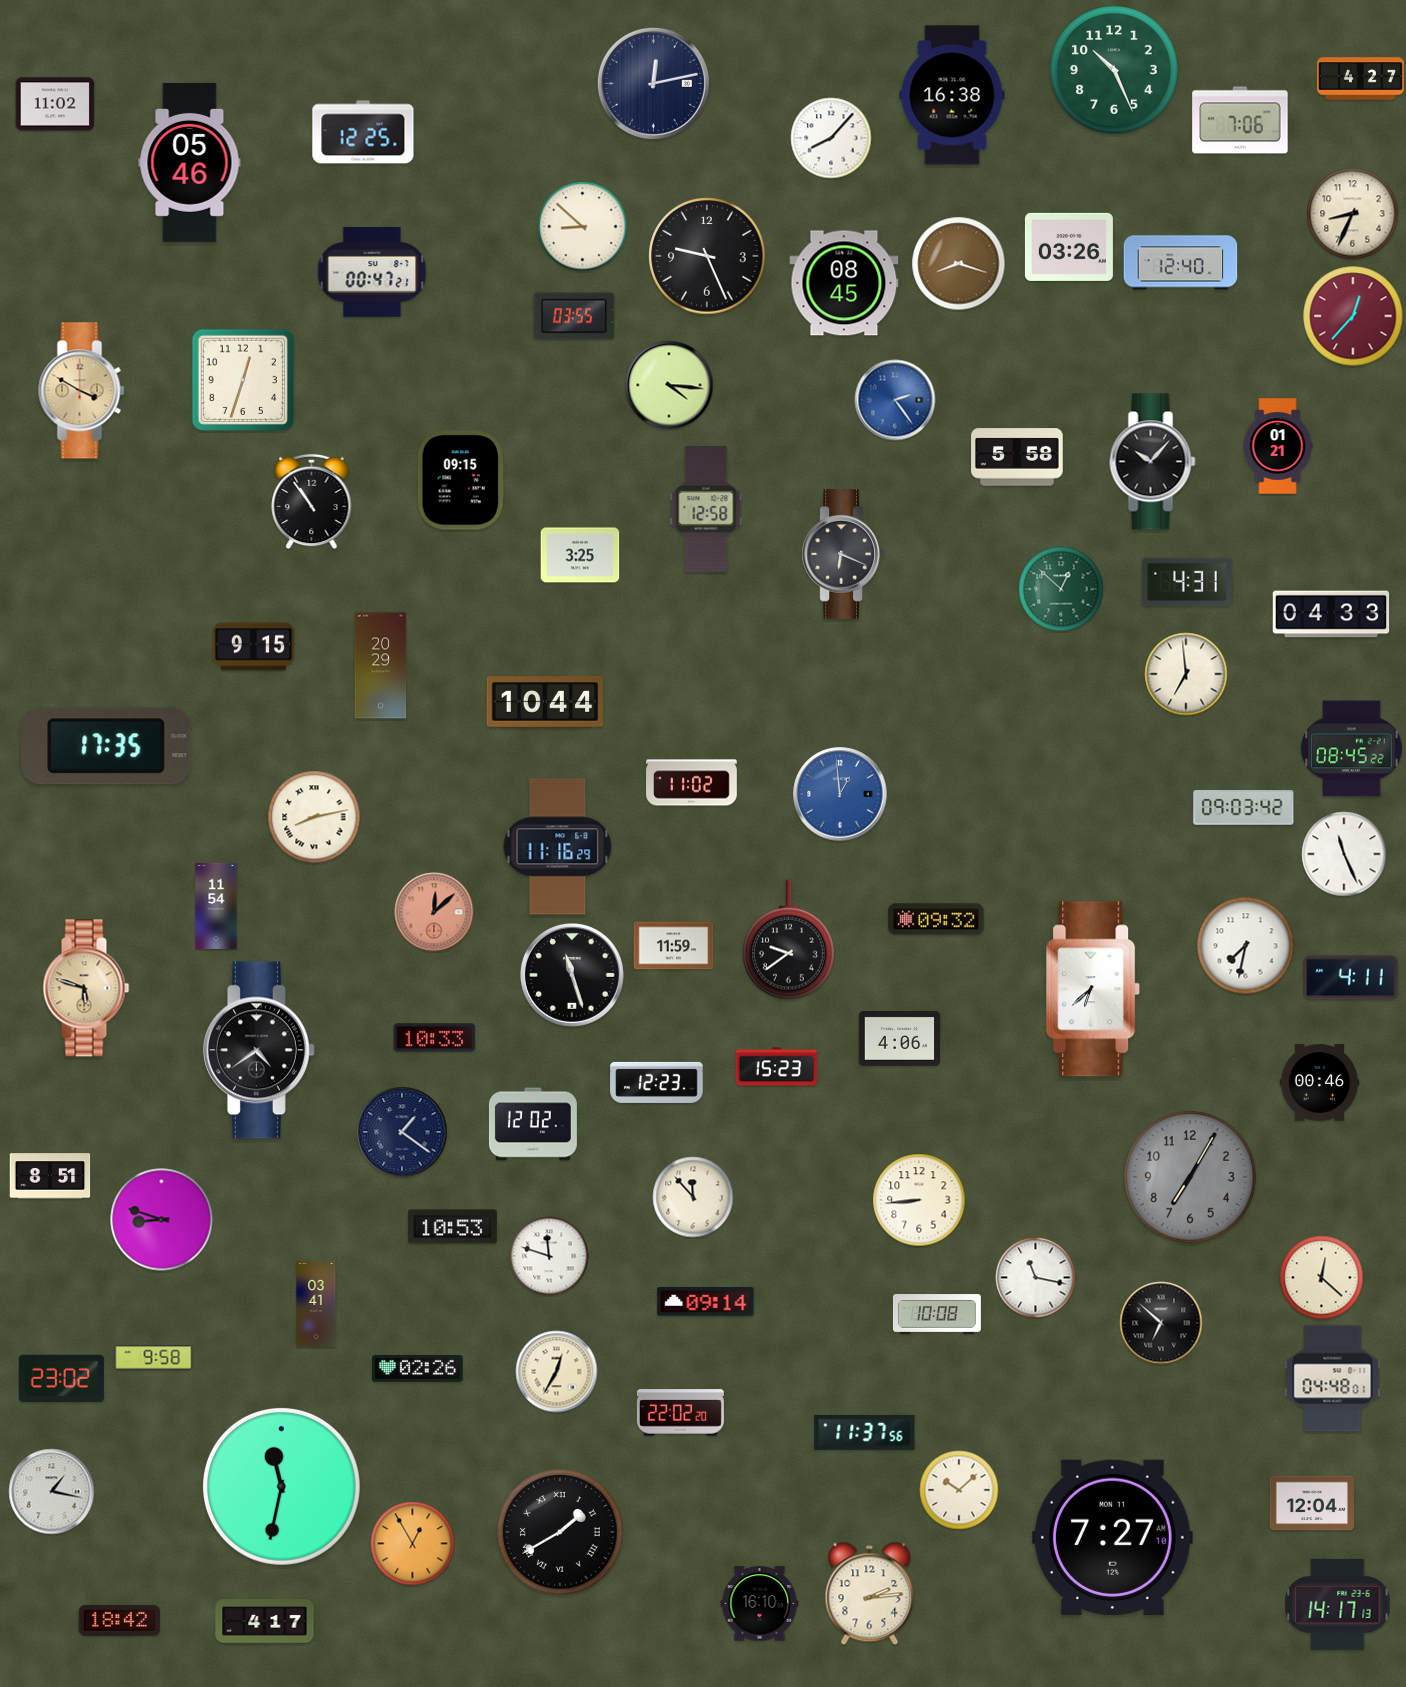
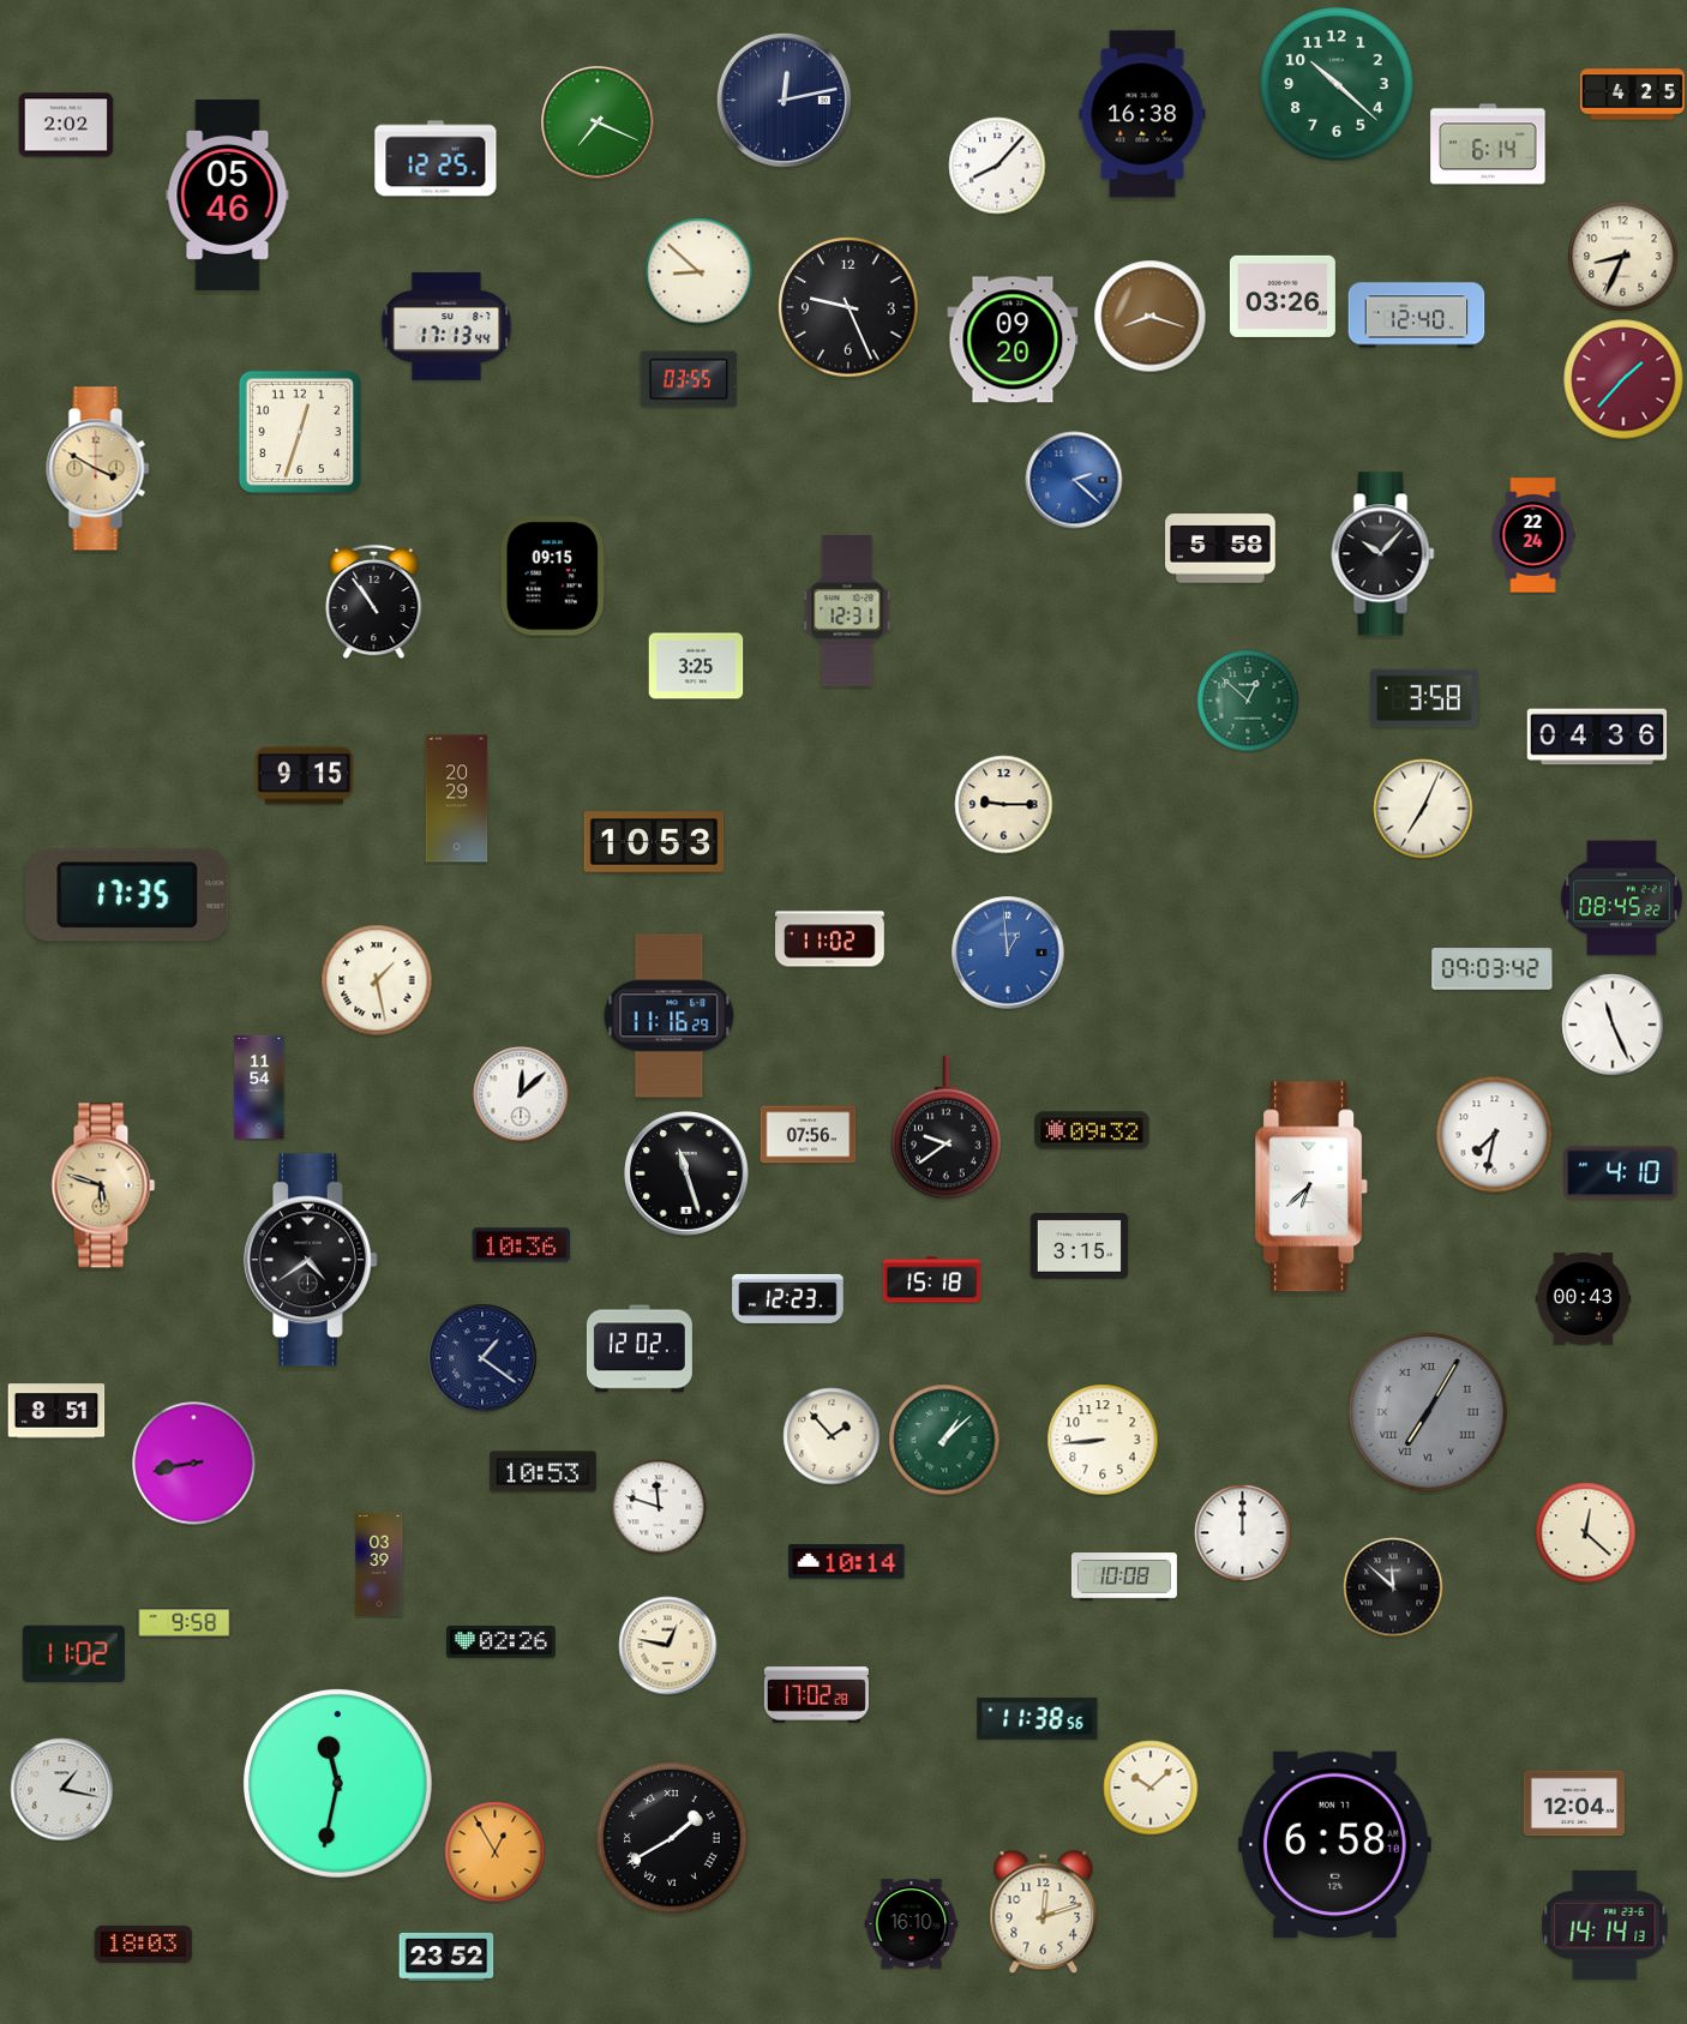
clock at (1114, 70): 10:26 -> 10:22
clock at (1360, 79): 4:27 -> 4:25
clock at (598, 122): none -> 7:19
clock at (55, 104): 11:02 -> 2:02
clock at (1240, 120): 7:06 -> 6:14
clock at (372, 272): 00:47 -> 17:13
clock at (844, 283): 08:45 -> 09:20
clock at (1353, 316): 12:37 -> 1:37
clock at (243, 380) position: (243, 380) -> (300, 432)
clock at (669, 385): 4:16 -> none
clock at (895, 400): 2:24 -> 2:22
clock at (1278, 446): 01:21 -> 22:24
clock at (706, 510): 12:58 -> 12:31
clock at (843, 554): 6:19 -> none
clock at (1187, 582): 4:31 -> 3:58
clock at (1061, 589) position: (1061, 589) -> (1248, 701)
clock at (1331, 614): 04:33 -> 04:36
clock at (1004, 805): none -> 9:15
clock at (1186, 674): 6:59 -> 7:04
clock at (545, 702): 10:44 -> 10:53
clock at (314, 817): 8:13 -> 1:28
clock at (434, 912) dial: salmon -> white
clock at (936, 919) position: (936, 919) -> (1092, 1130)
clock at (674, 946): 11:59 -> 07:56
clock at (572, 975) position: (572, 975) -> (686, 1173)
clock at (1351, 978): 4:11 -> 4:10
clock at (435, 1038): 10:33 -> 10:36
clock at (900, 1039): 4:06 -> 3:15
clock at (777, 1067): 15:23 -> 15:18
clock at (1320, 1083): 00:46 -> 00:43
clock at (50, 1176) position: (50, 1176) -> (56, 1411)
clock at (1190, 1177) numerals: Arabic -> Roman
clock at (693, 1197): 11:53 -> 1:53
clock at (944, 1440): none -> 1:08
clock at (162, 1220): 8:48 -> 8:43
clock at (1036, 1278): 11:17 -> 12:00
clock at (706, 1302): 09:14 -> 10:14
clock at (316, 1304): 03:41 -> 03:39
clock at (1161, 1323): 6:52 -> 11:52
clock at (154, 1358) position: (154, 1358) -> (185, 1623)
clock at (557, 1372): 12:35 -> 12:47
clock at (61, 1378): 23:02 -> 11:02
clock at (1333, 1379): 04:48 -> none
clock at (680, 1413): 22:02 -> 17:02
clock at (865, 1432): 11:37 -> 11:38
clock at (1112, 1537): 7:27 -> 6:58
clock at (870, 1594): 2:14 -> 12:12
clock at (1338, 1604): 14:17 -> 14:14
clock at (120, 1620): 18:42 -> 18:03
clock at (265, 1622): 4:17 -> none
clock at (446, 1957): none -> 23:52
